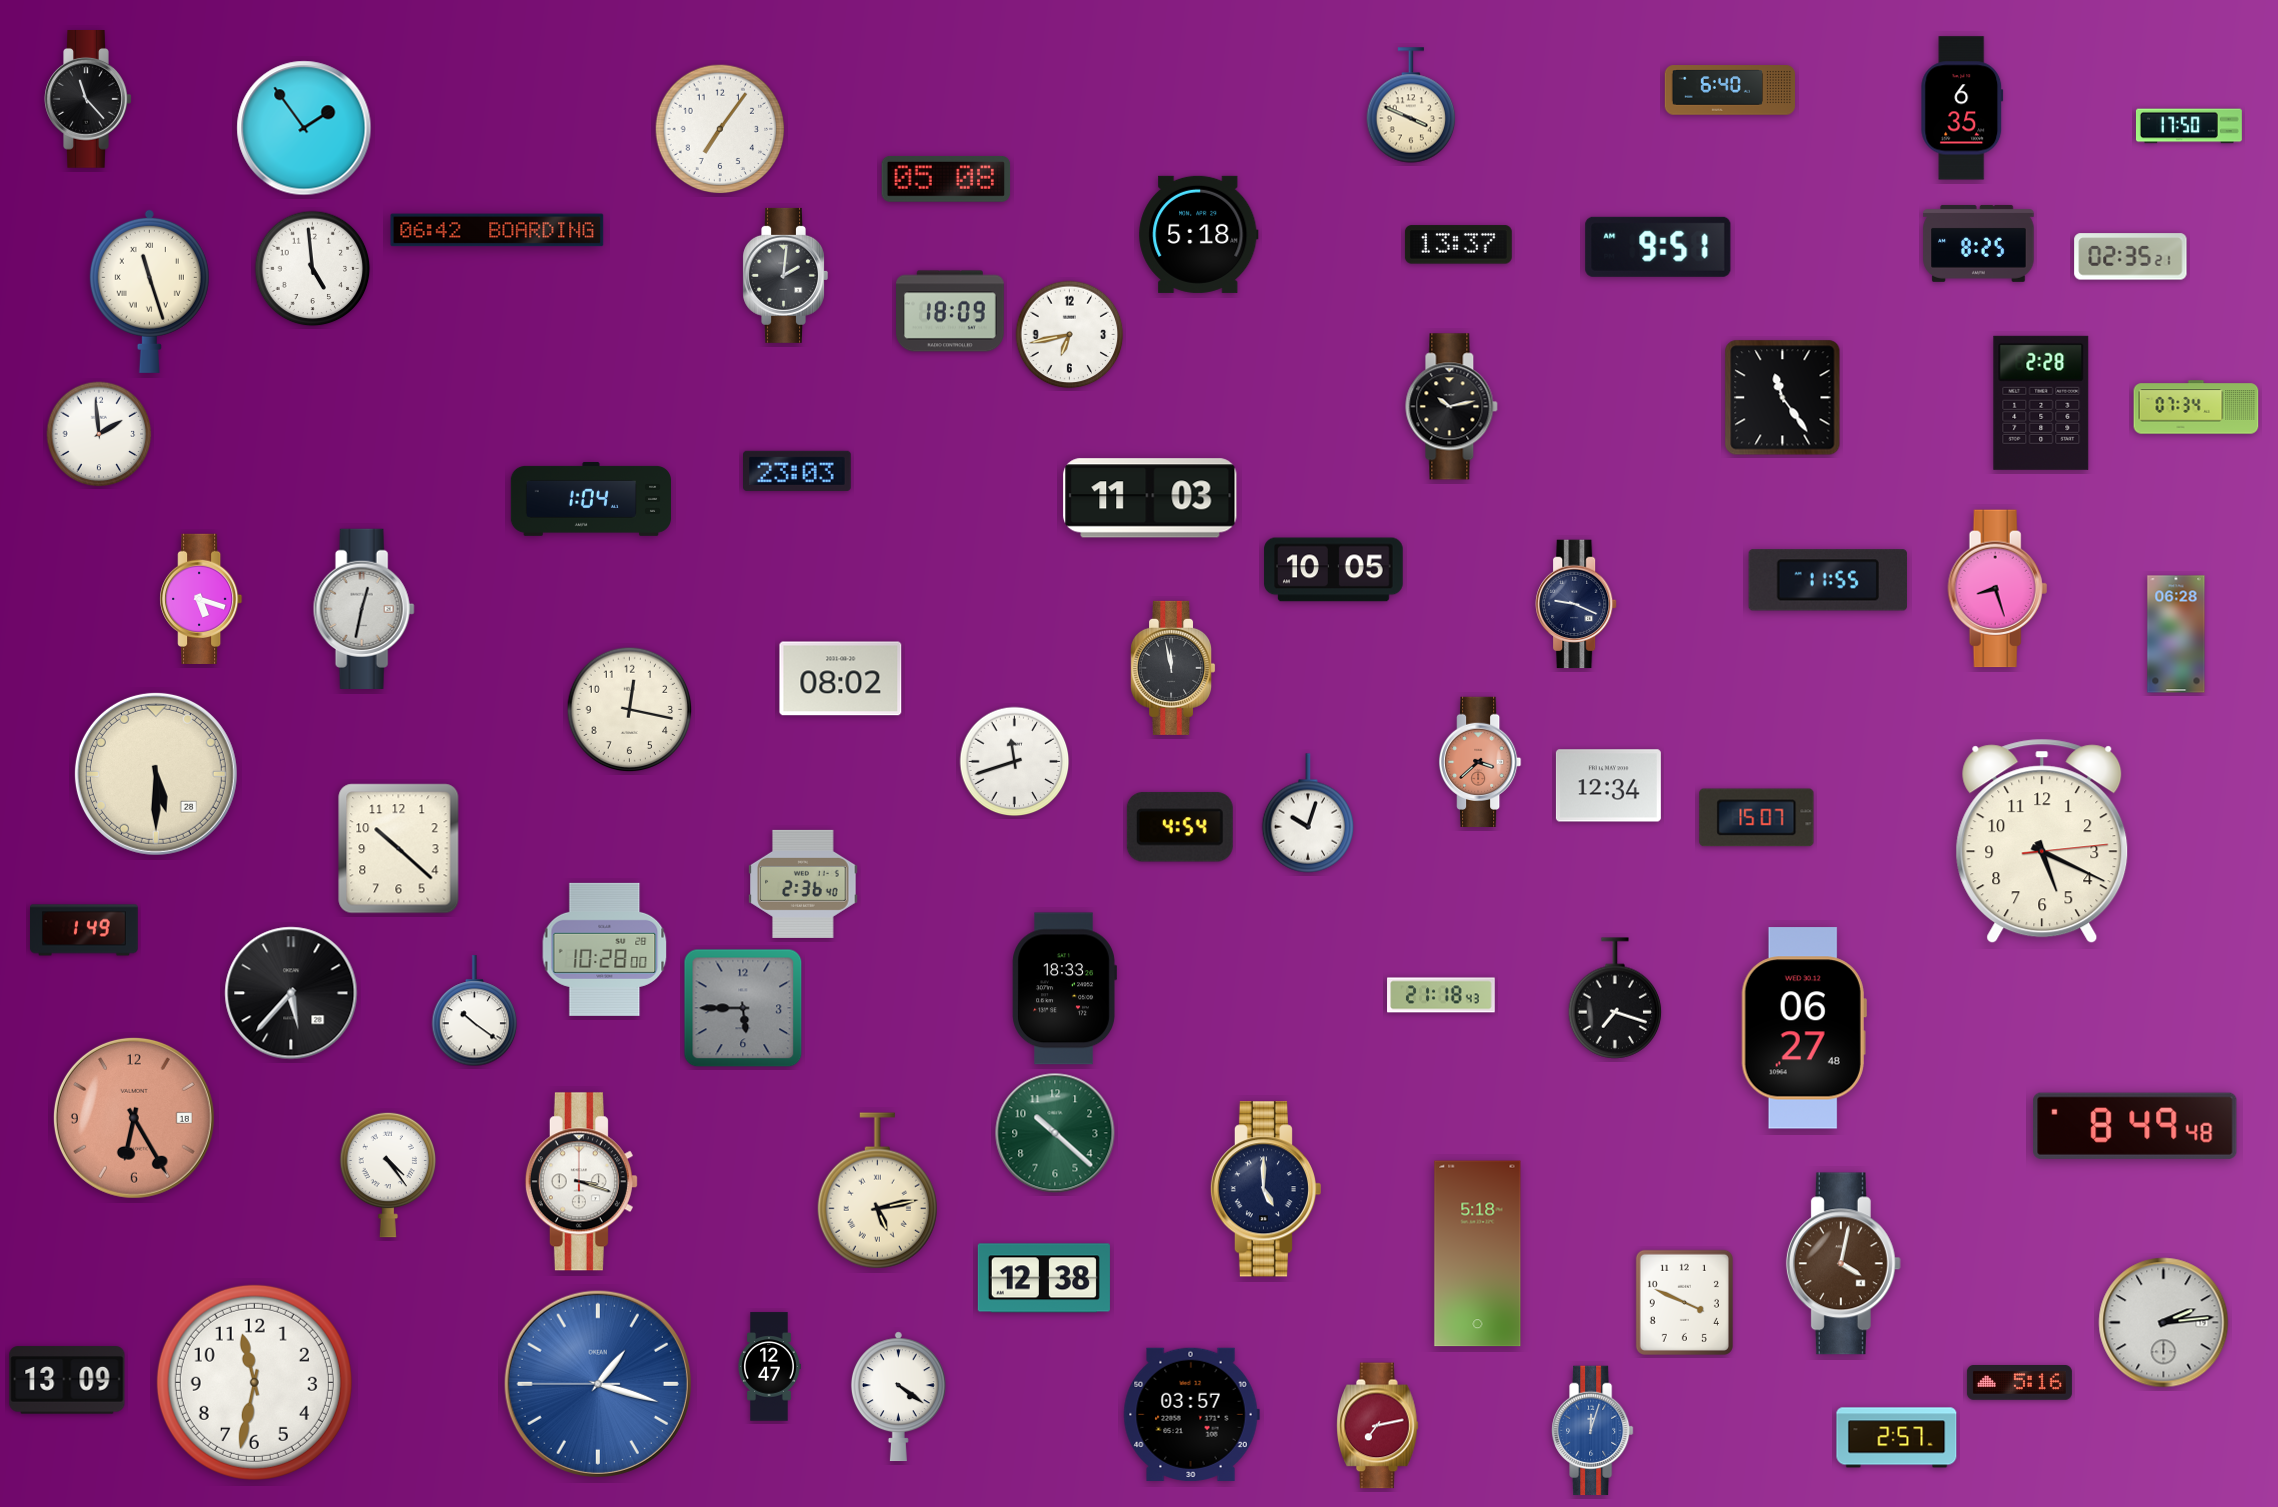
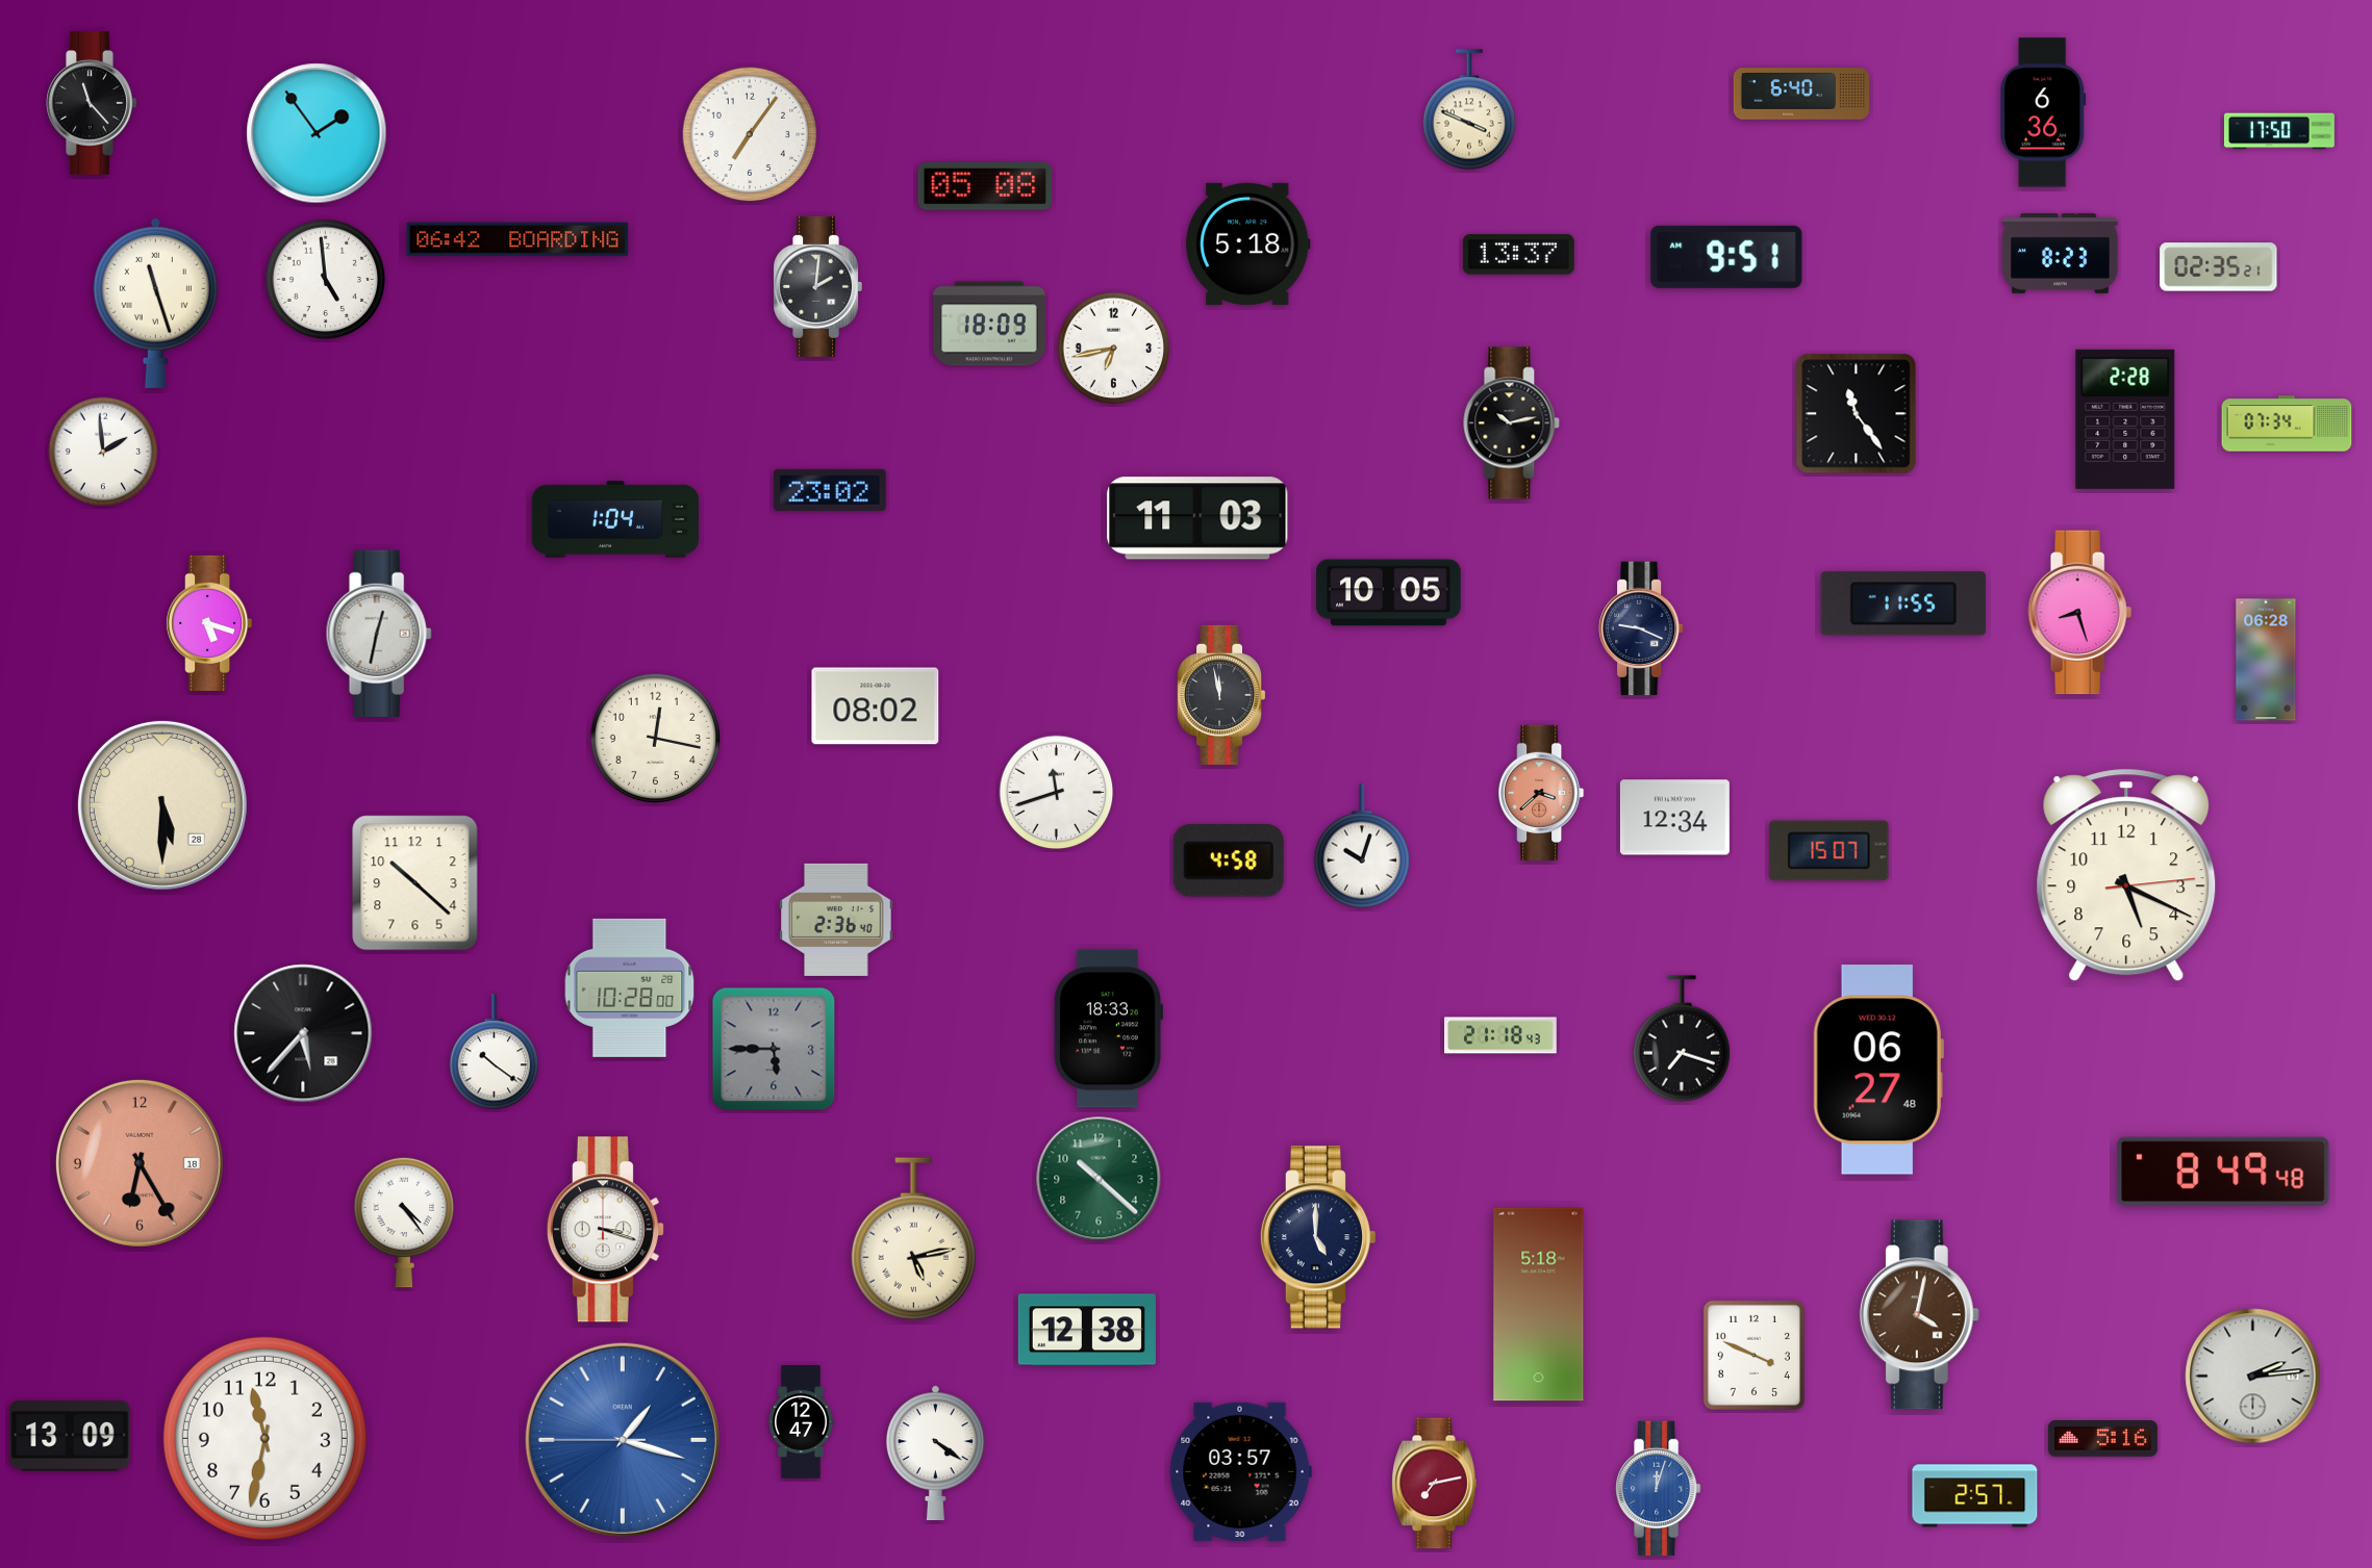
clock at (1962, 108): 6:35 -> 6:36
clock at (1979, 243): 8:25 -> 8:23
clock at (798, 471): 23:03 -> 23:02
clock at (1180, 827): 4:54 -> 4:58
clock at (85, 930): 1:49 -> none
